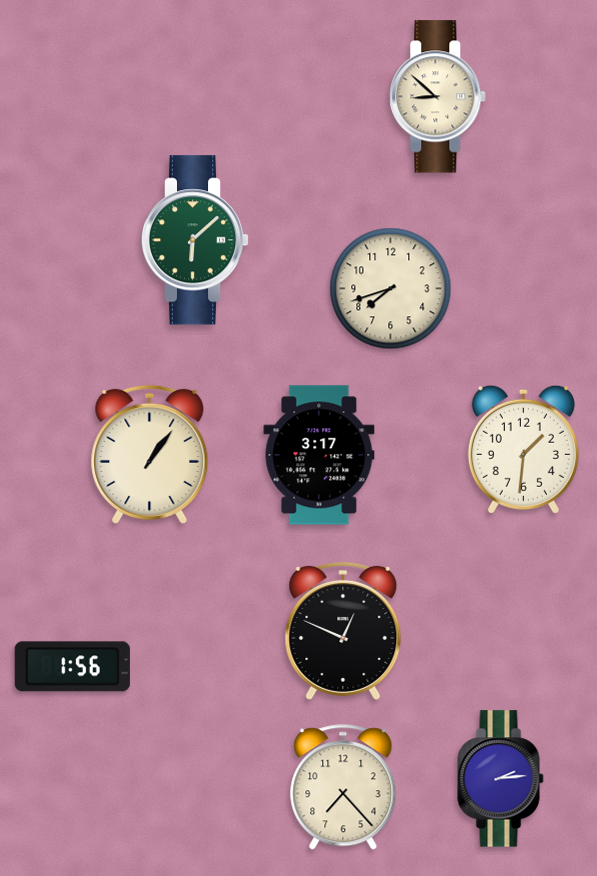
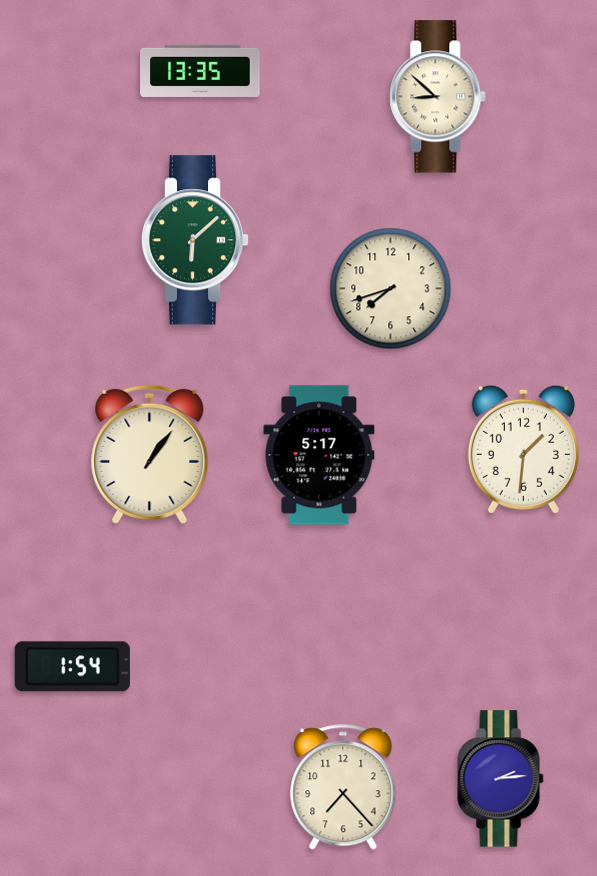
clock at (200, 71): none -> 13:35
clock at (319, 455): 3:17 -> 5:17
clock at (343, 631): 12:49 -> none
clock at (72, 667): 1:56 -> 1:54
